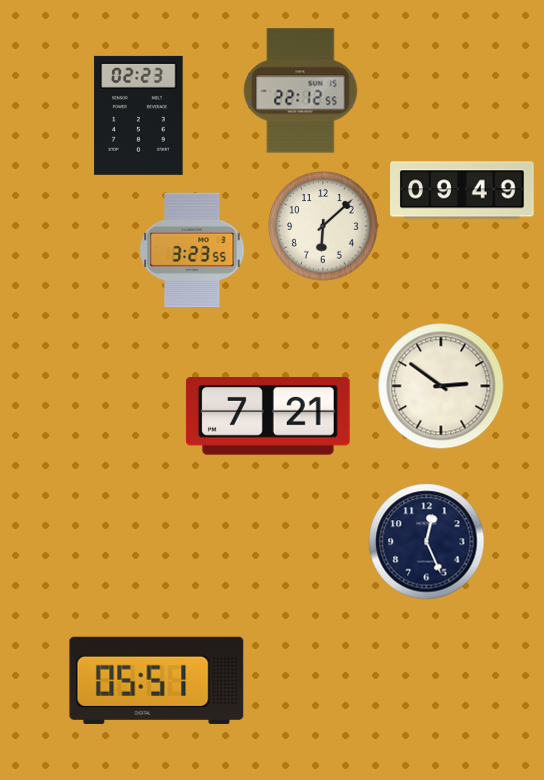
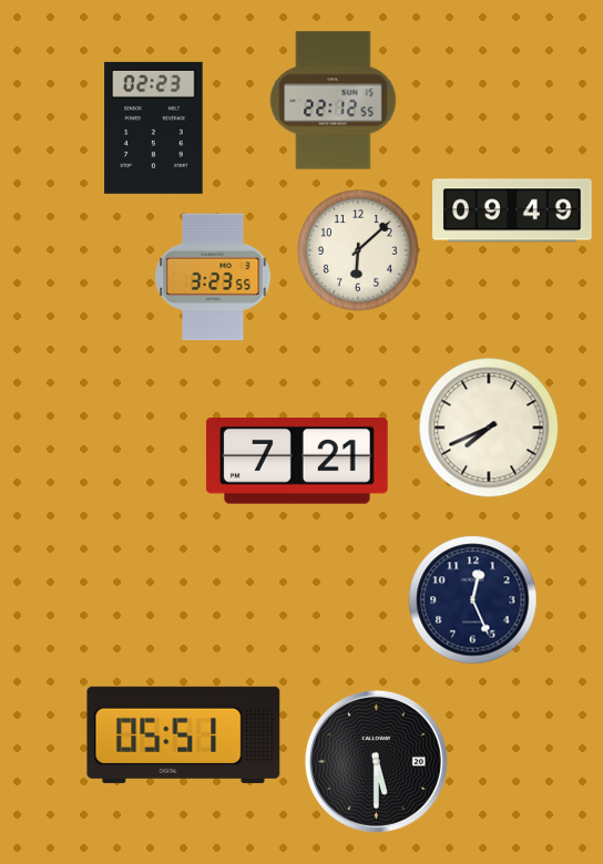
clock at (441, 386): 2:51 -> 7:41
clock at (157, 680) position: (157, 680) -> (184, 734)
clock at (376, 761): none -> 5:30
